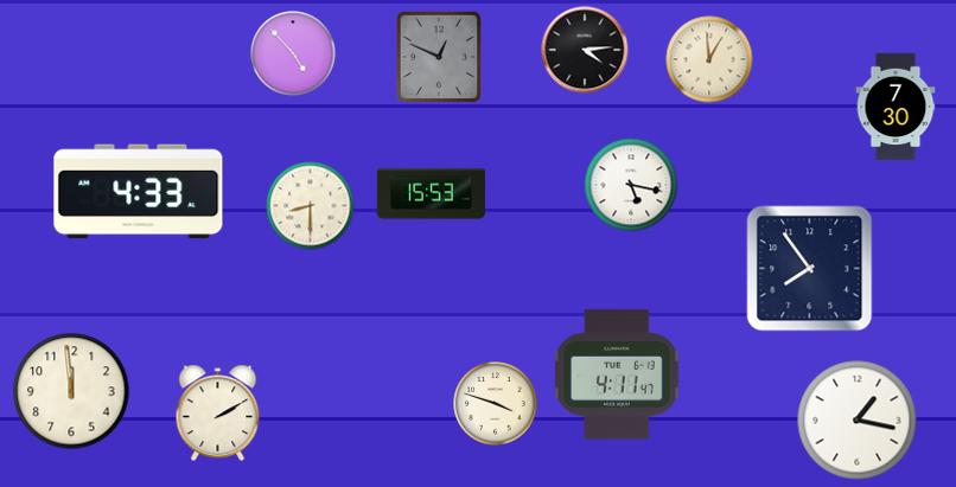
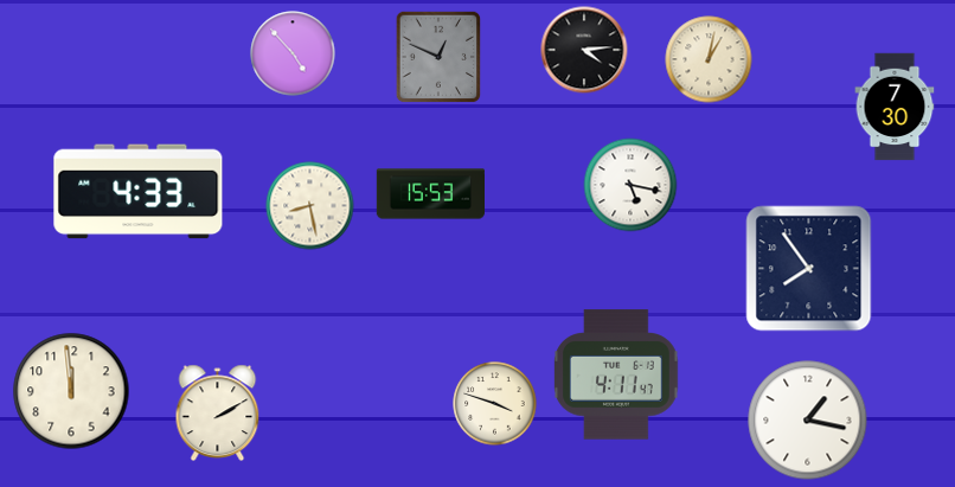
clock at (709, 59): 12:59 -> 1:02
clock at (311, 206): 8:30 -> 8:28
clock at (858, 421) position: (858, 421) -> (808, 421)
